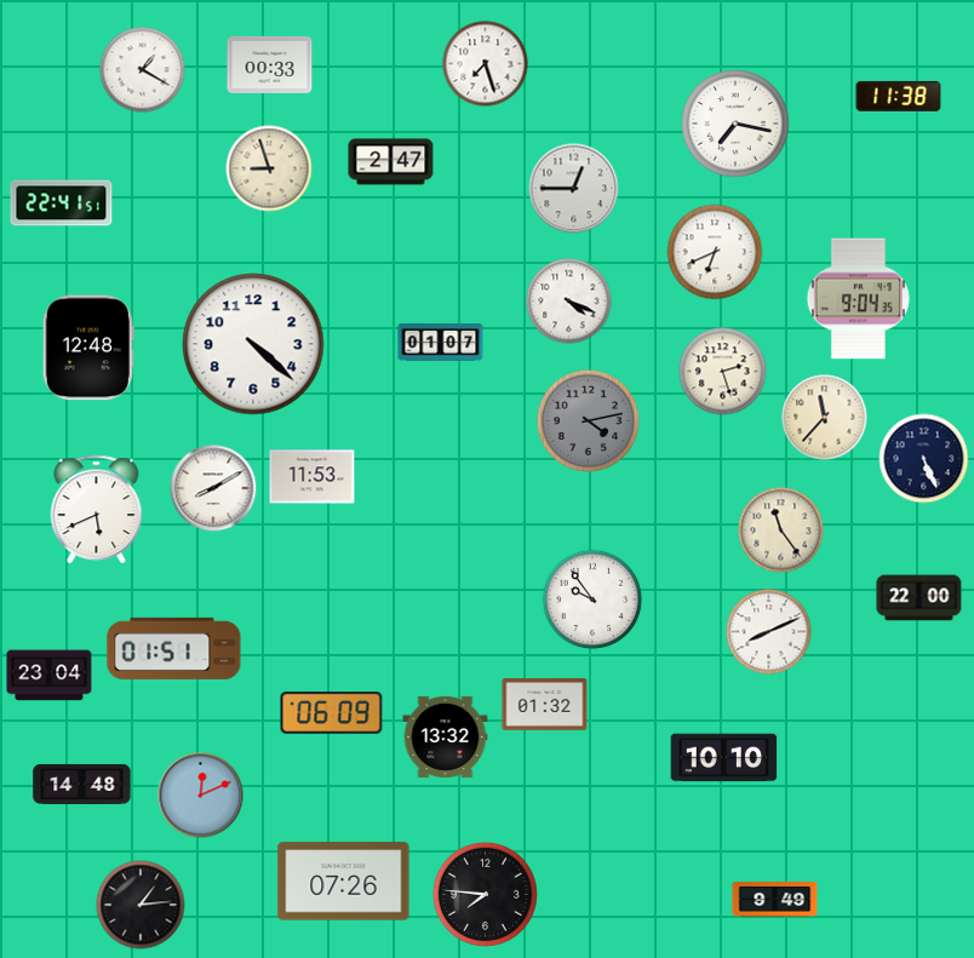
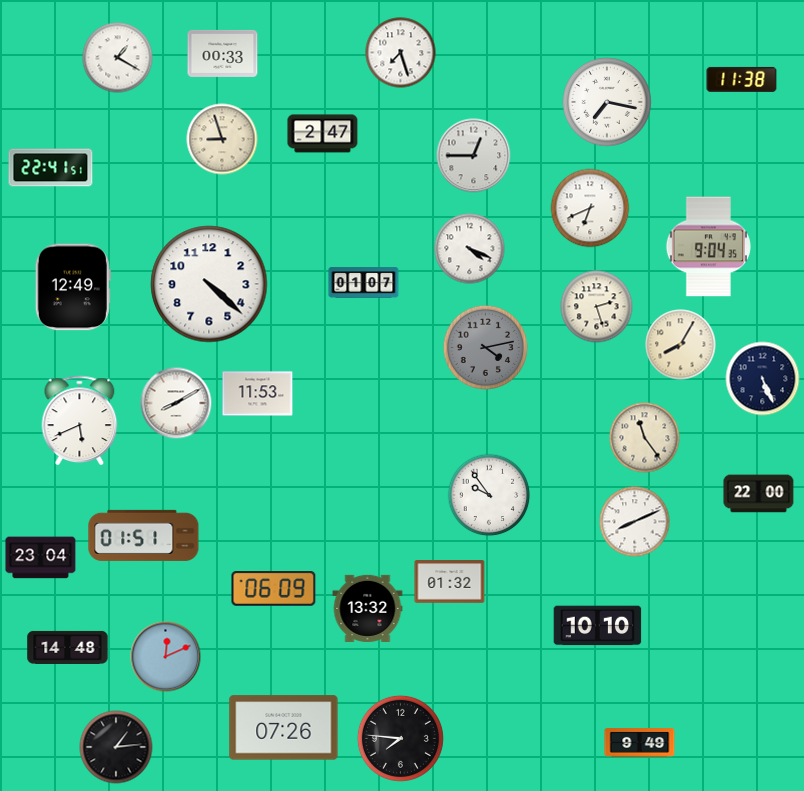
clock at (88, 348): 12:48 -> 12:49
clock at (825, 418): 11:37 -> 8:05
